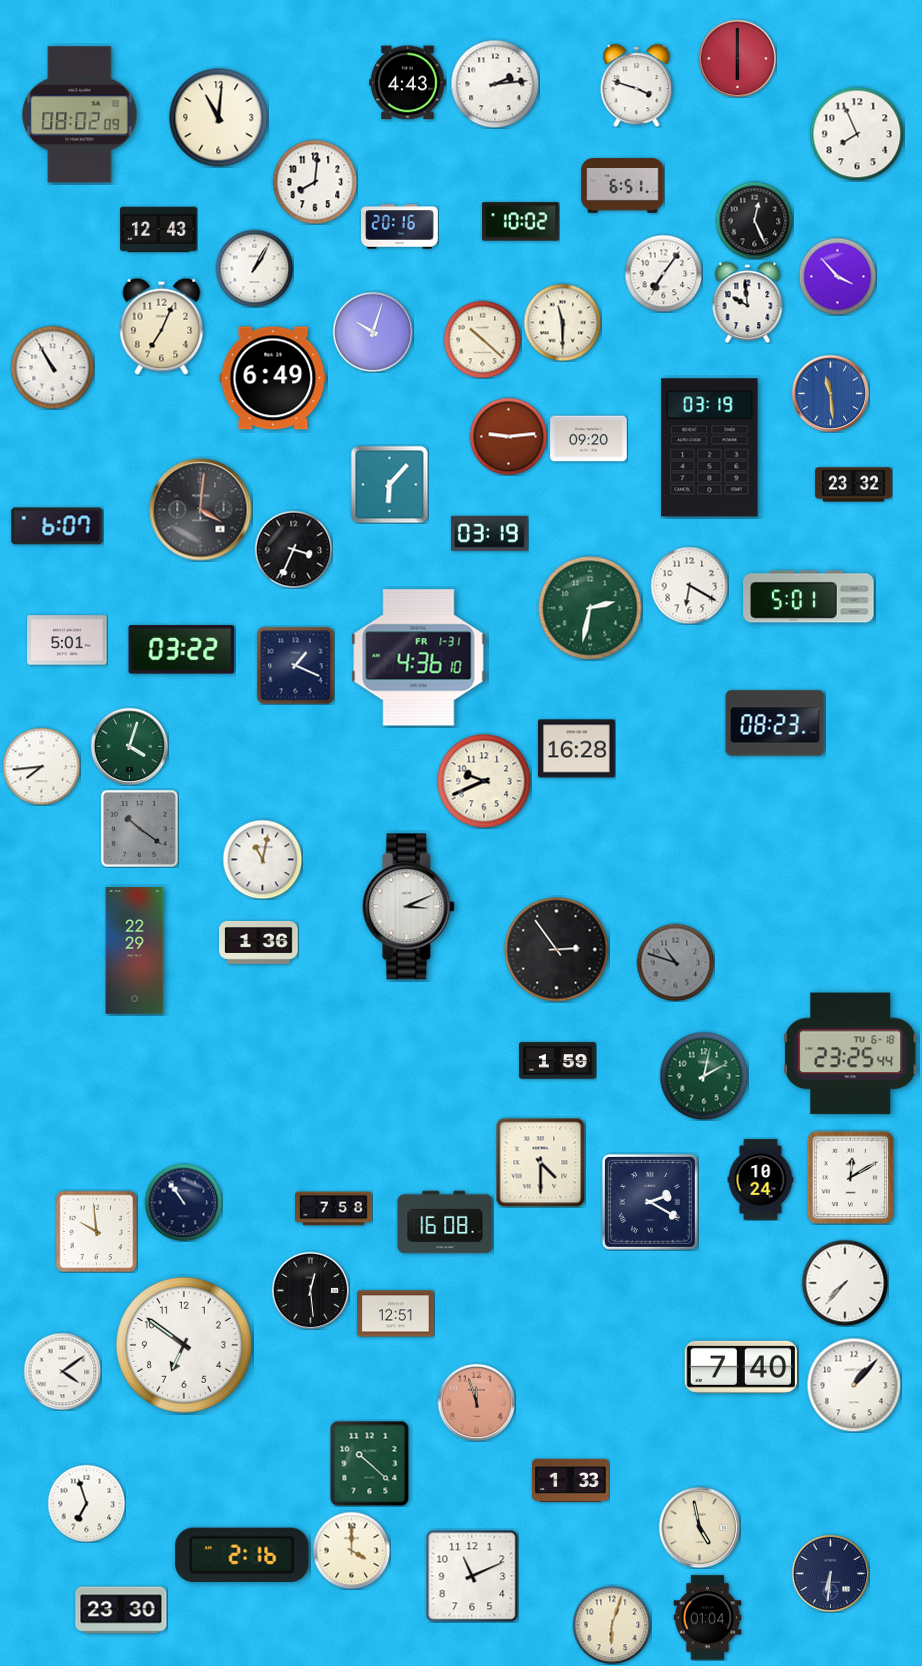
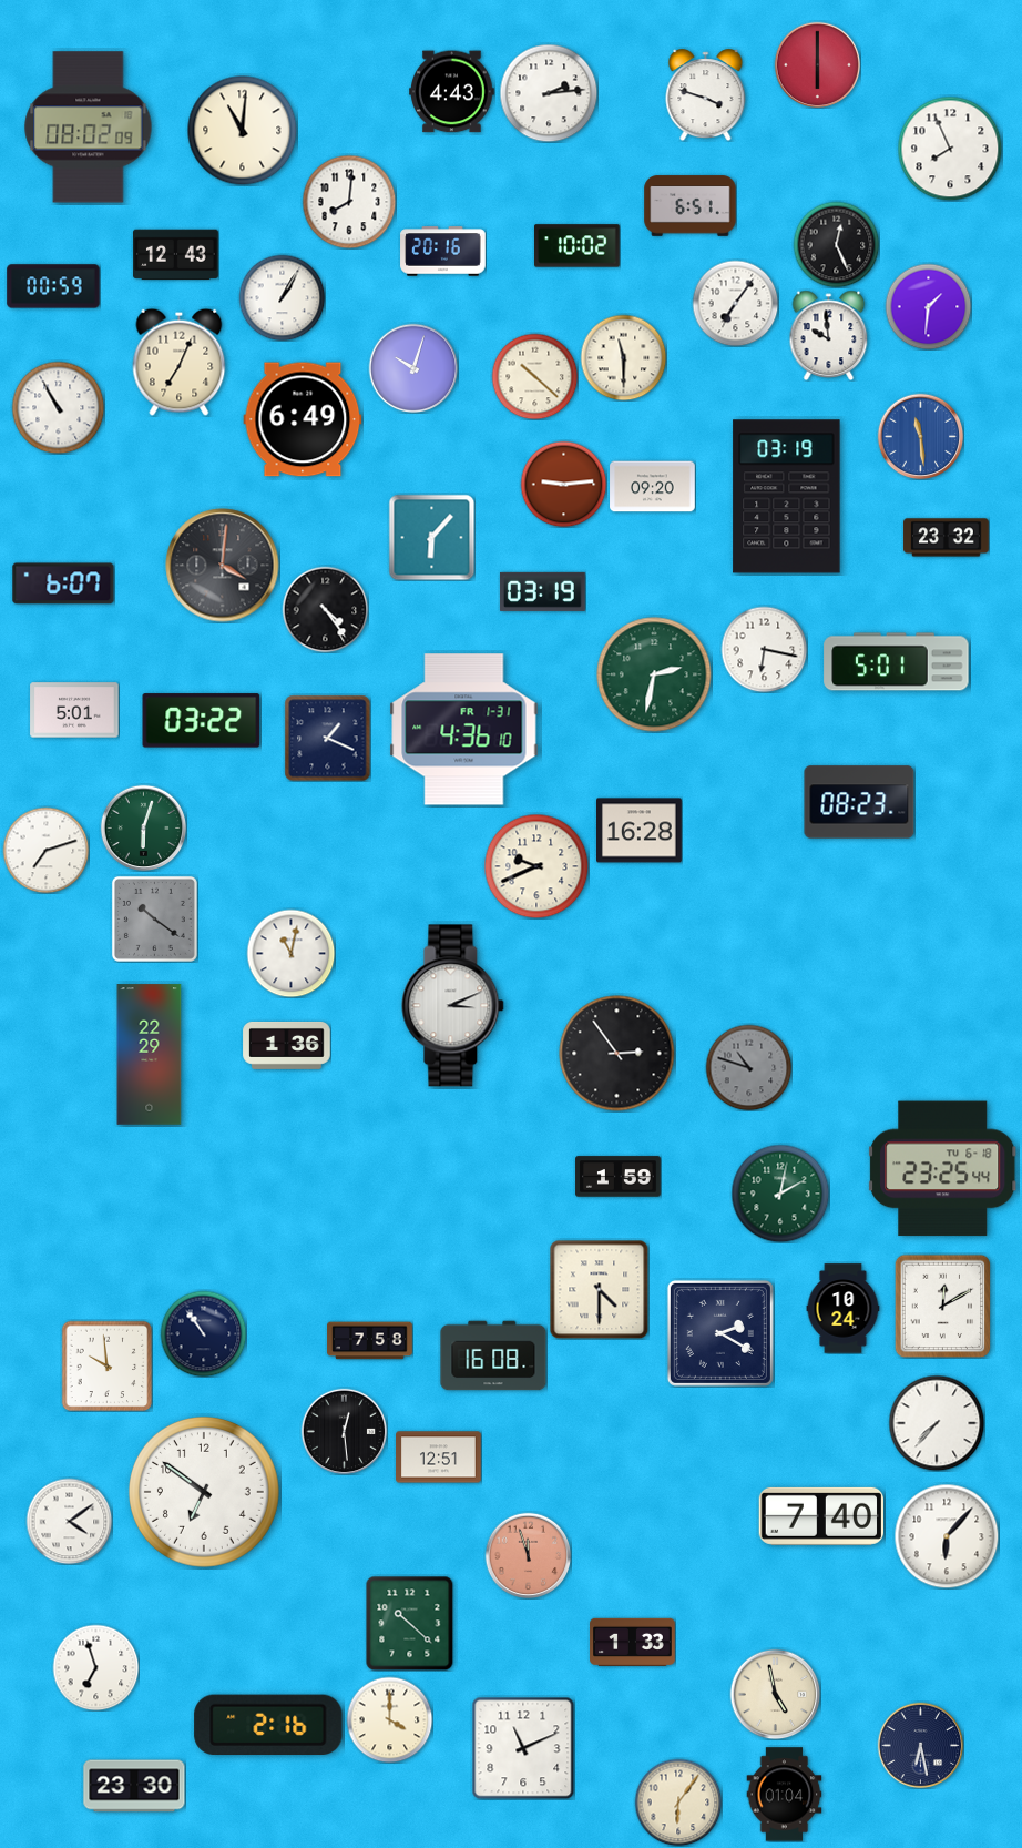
clock at (53, 286): none -> 00:59
clock at (837, 276): 3:53 -> 1:31
clock at (293, 549): 3:34 -> 4:24
clock at (689, 585): 6:20 -> 6:17
clock at (129, 746): 4:03 -> 6:03
clock at (41, 766): 7:44 -> 7:12
clock at (854, 1385): 1:07 -> 6:07
clock at (830, 1573): 6:31 -> 6:28
clock at (612, 1625): 6:03 -> 6:06
